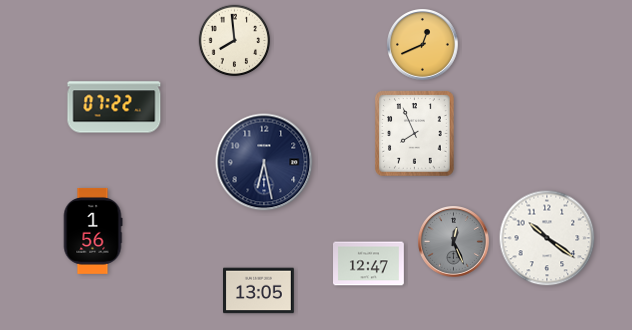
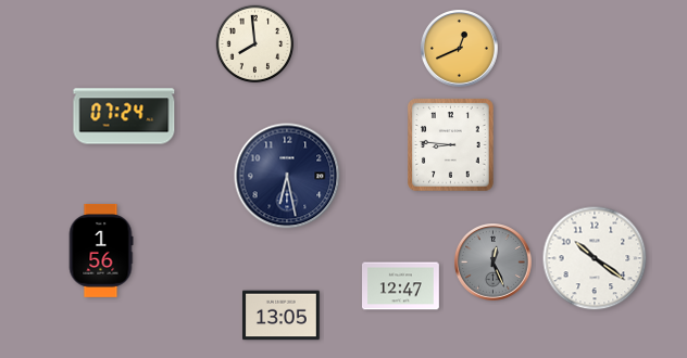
clock at (114, 107): 07:22 -> 07:24
clock at (415, 134): 7:56 -> 8:46
